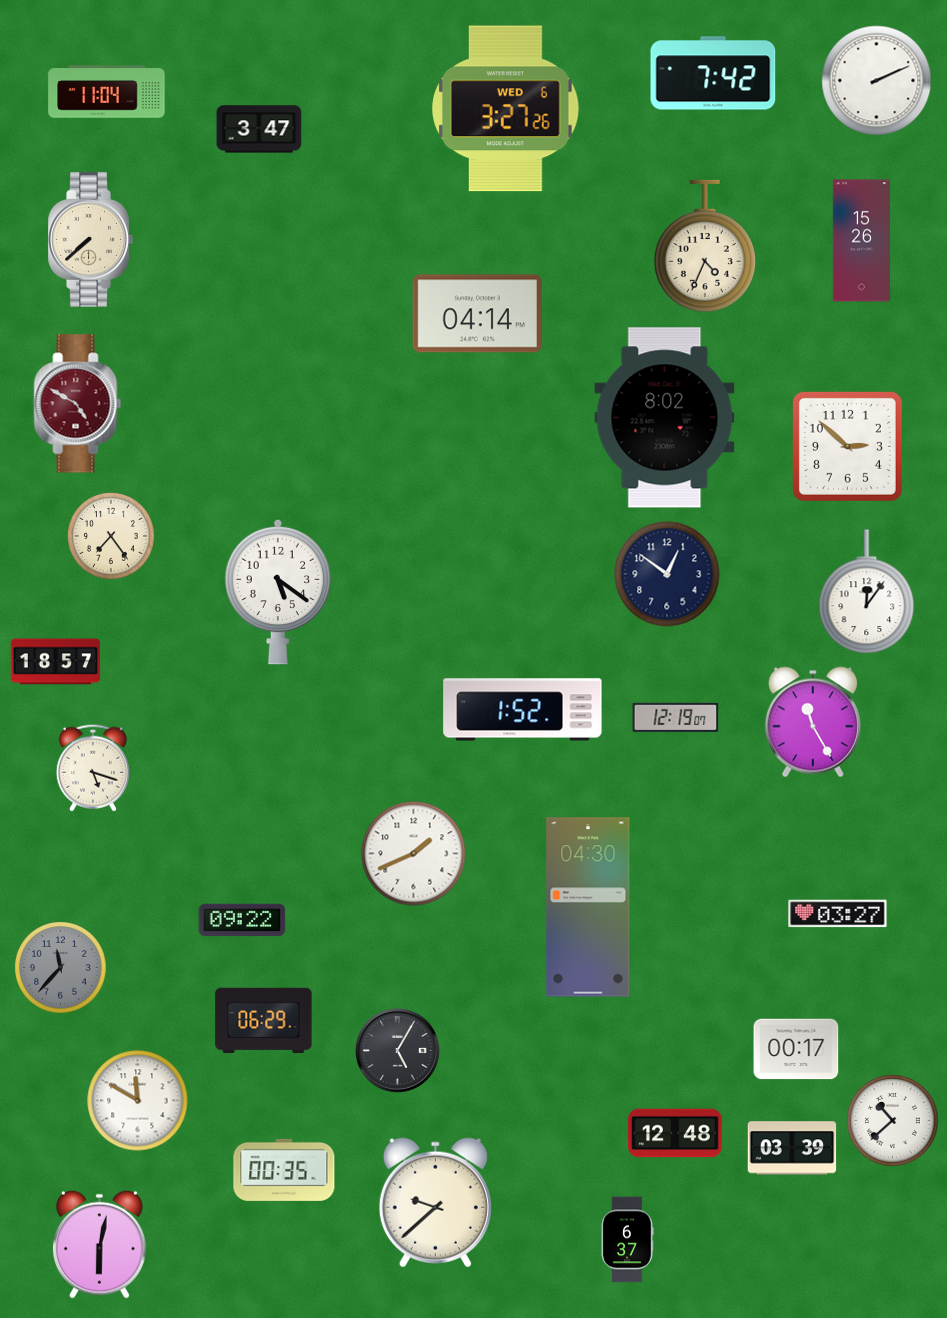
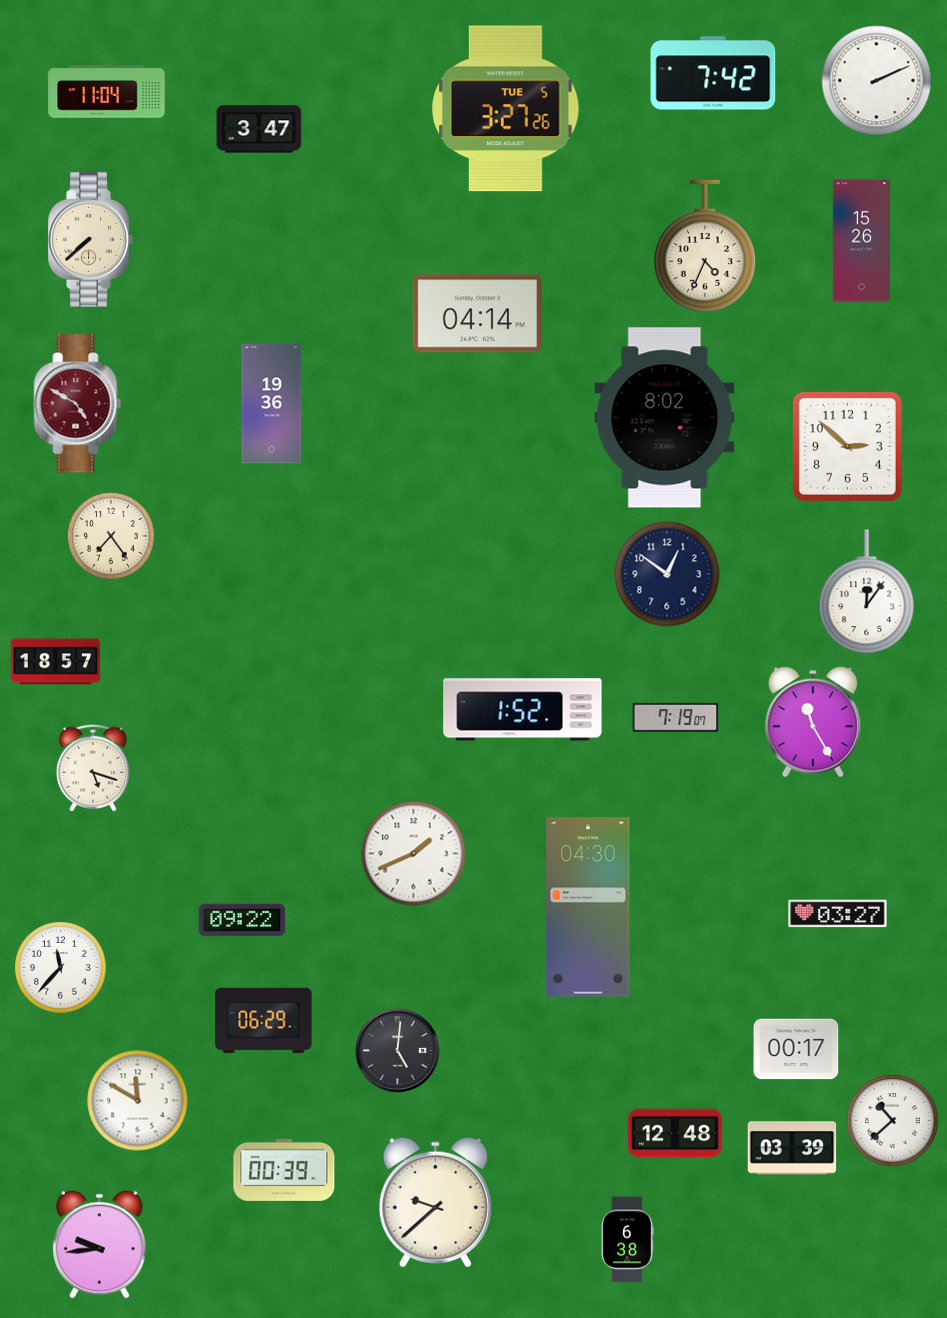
clock at (506, 109) date: WED 6 -> TUE 5
clock at (272, 404): none -> 19:36
clock at (278, 592): 5:21 -> none
clock at (676, 717): 12:19 -> 7:19
clock at (61, 968) dial: grey -> white
clock at (398, 1051): 5:05 -> 5:01
clock at (284, 1170): 00:35 -> 00:39
clock at (627, 1240): 6:37 -> 6:38
clock at (99, 1244): 6:02 -> 9:44
